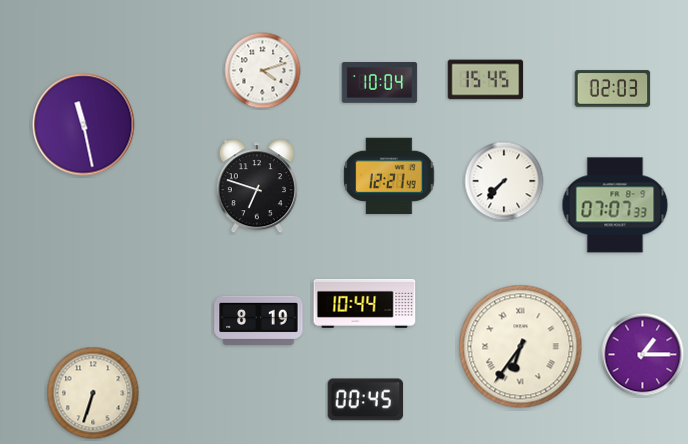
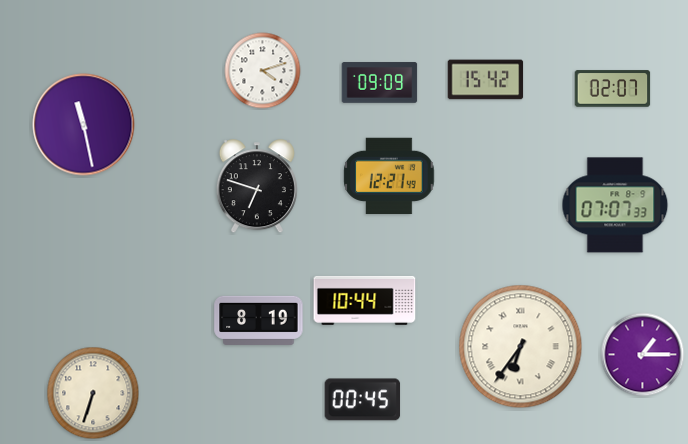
clock at (486, 80): 15:45 -> 15:42
clock at (380, 83): 10:04 -> 09:09
clock at (613, 89): 02:03 -> 02:07
clock at (504, 181): 7:37 -> none
clock at (365, 303) position: (365, 303) -> (365, 300)
clock at (366, 400) position: (366, 400) -> (363, 400)
